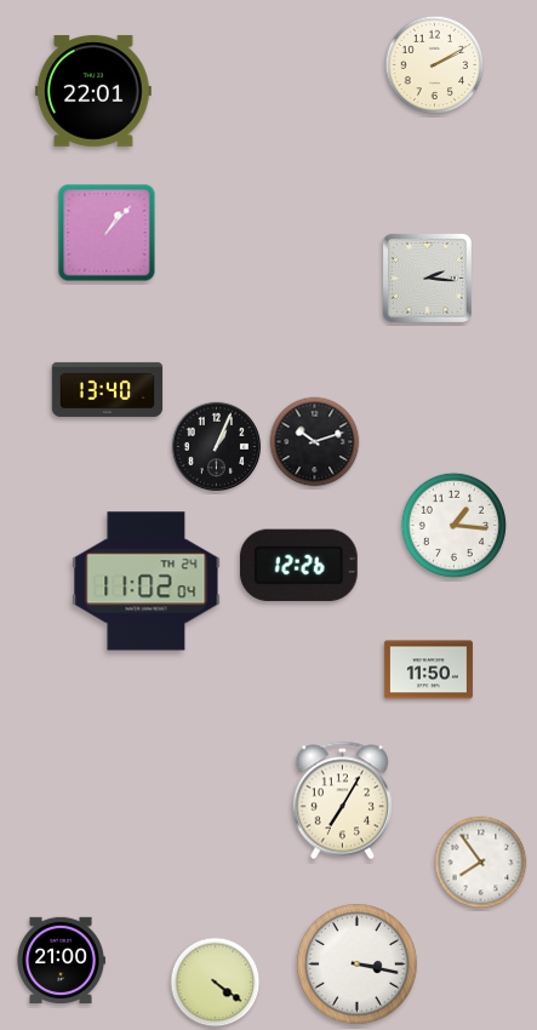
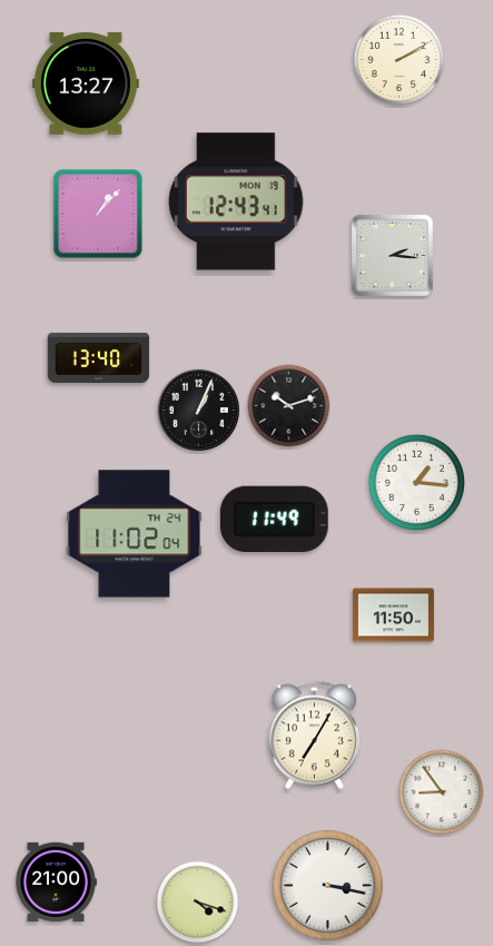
clock at (93, 91): 22:01 -> 13:27
clock at (236, 201): none -> 12:43
clock at (298, 565): 12:26 -> 11:49
clock at (481, 863): 7:54 -> 8:54
clock at (216, 983): 4:21 -> 4:18
